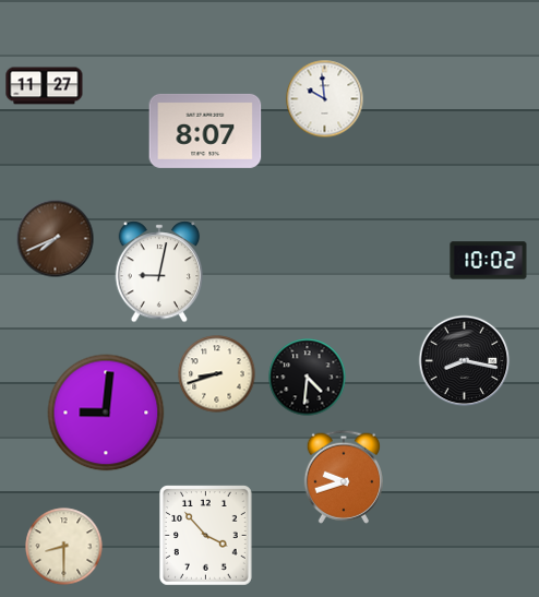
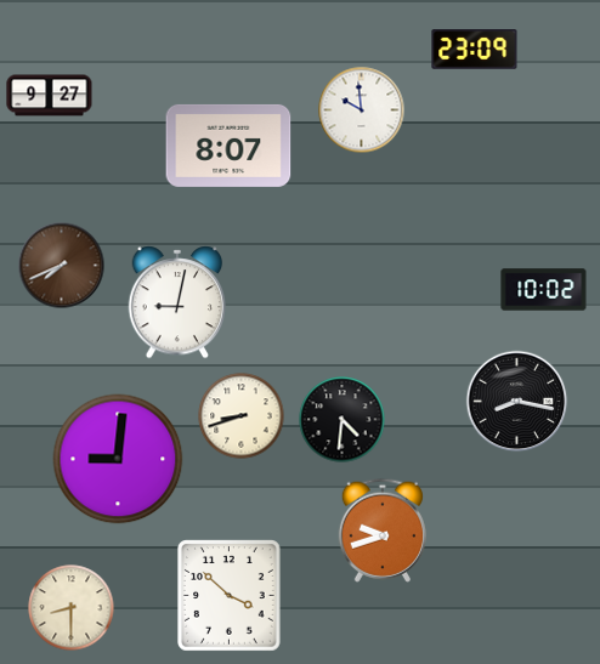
clock at (475, 50): none -> 23:09
clock at (45, 86): 11:27 -> 9:27
clock at (206, 536): 3:53 -> 3:52
